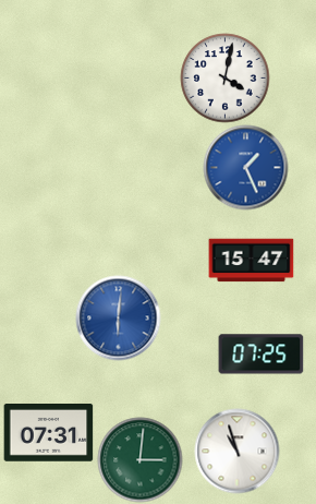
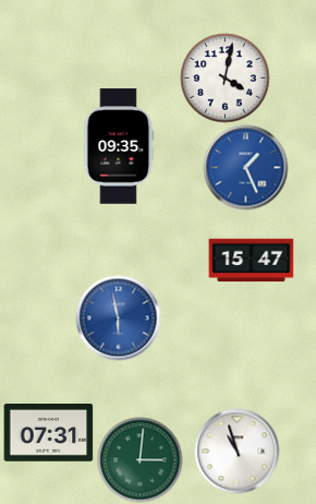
clock at (119, 146): none -> 09:35
clock at (118, 317): 6:01 -> 5:58
clock at (260, 355): 07:25 -> none
